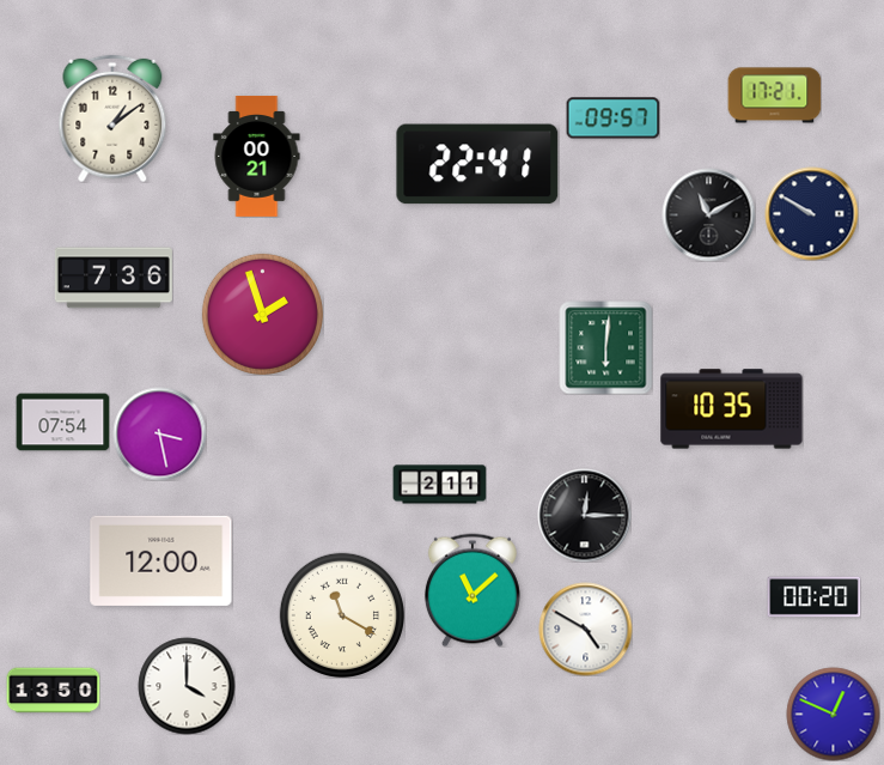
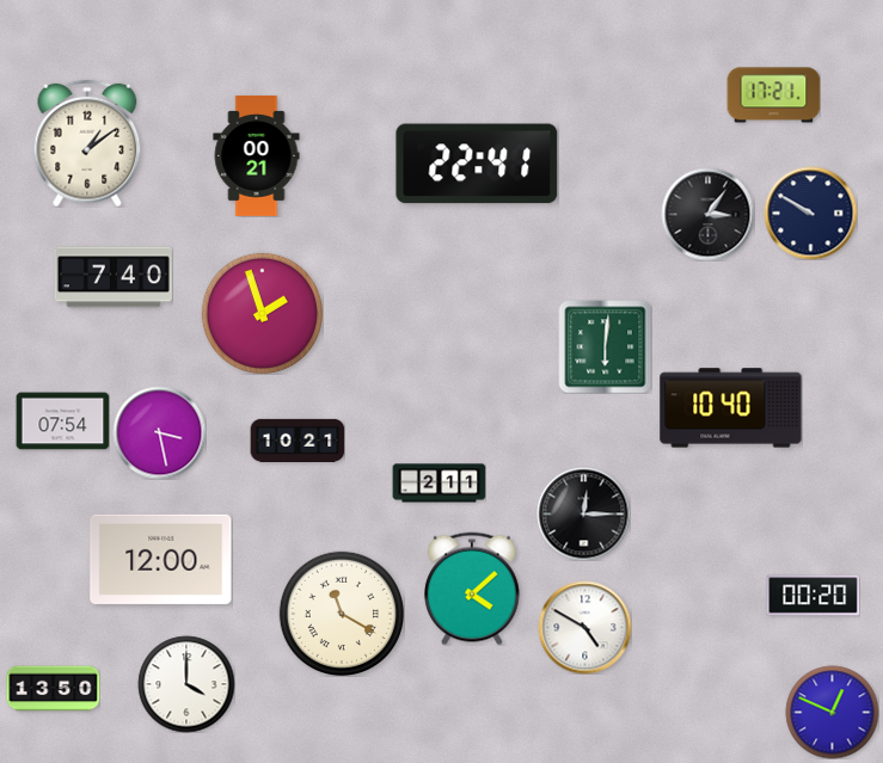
clock at (112, 119) position: (112, 119) -> (87, 143)
clock at (612, 119): 09:57 -> none
clock at (708, 214): 11:10 -> 3:06
clock at (114, 278): 7:36 -> 7:40
clock at (732, 409): 10:35 -> 10:40
clock at (298, 441): none -> 10:21
clock at (473, 590): 11:08 -> 4:08
